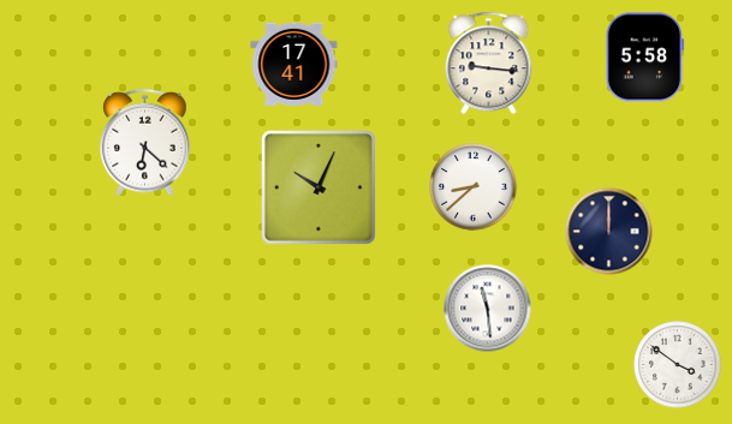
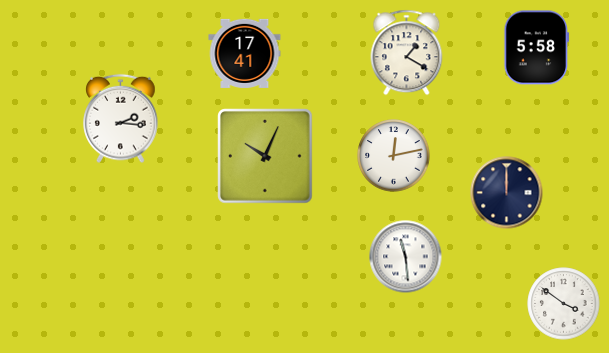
clock at (489, 64): 9:16 -> 1:20
clock at (145, 143): 6:22 -> 2:16
clock at (474, 187): 8:38 -> 12:13
